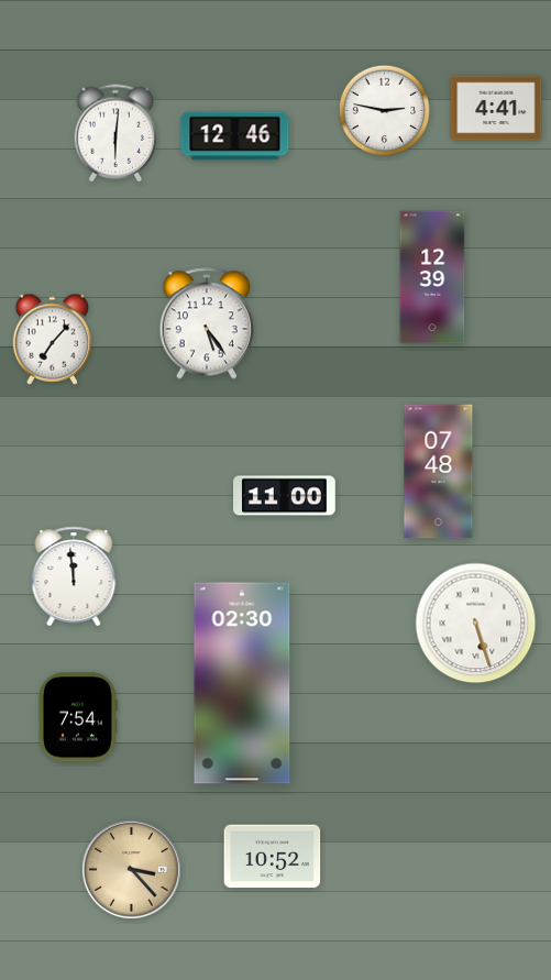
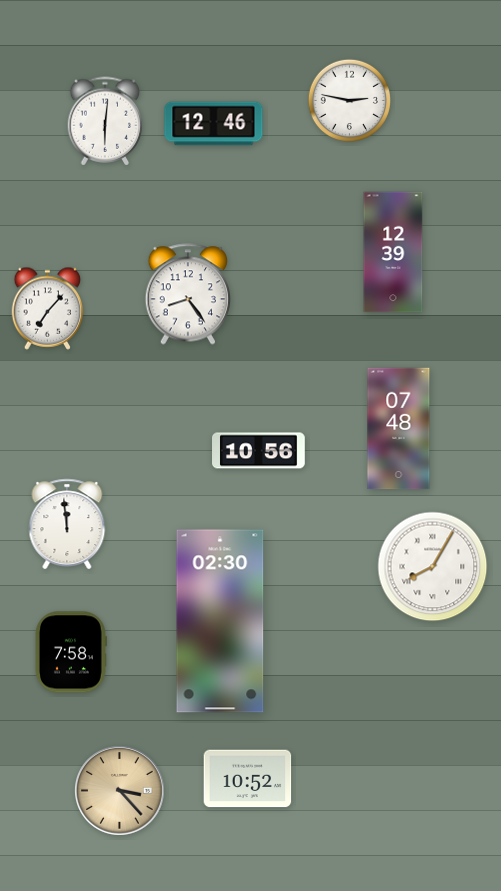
clock at (496, 108): 4:41 -> none
clock at (206, 323): 5:24 -> 8:24
clock at (285, 496): 11:00 -> 10:56
clock at (476, 624): 5:27 -> 8:05
clock at (77, 717): 7:54 -> 7:58
